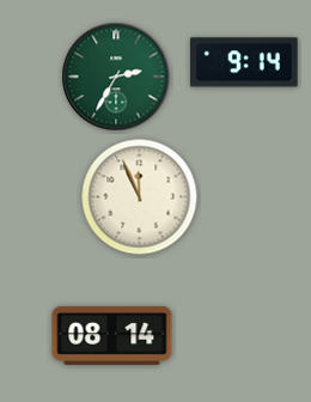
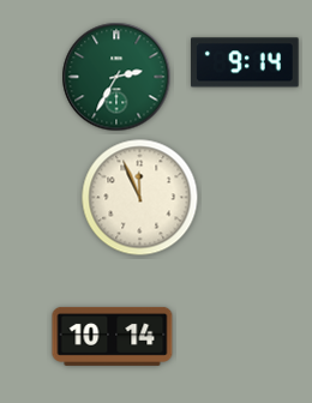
clock at (112, 335): 08:14 -> 10:14
